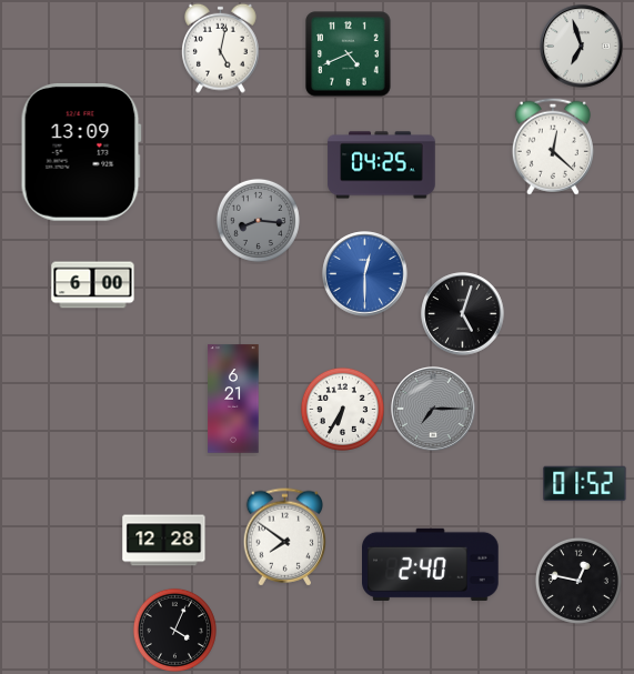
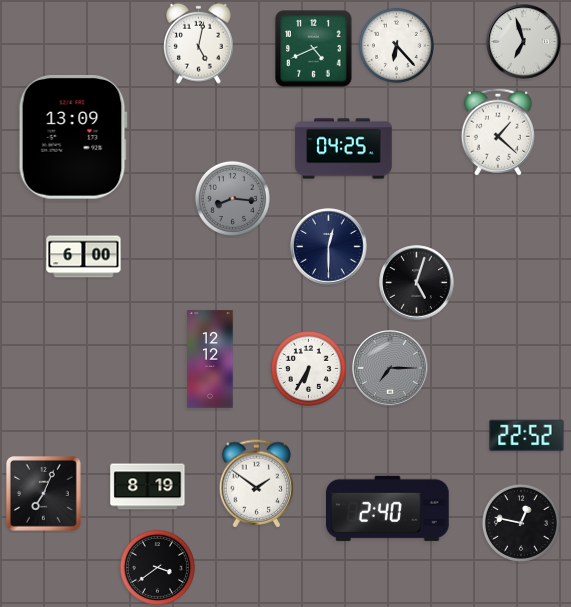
clock at (396, 45): none -> 6:23
clock at (553, 147): 12:22 -> 1:22
clock at (365, 274) dial: blue -> navy
clock at (233, 399): 6:21 -> 12:12
clock at (585, 484): 01:52 -> 22:52
clock at (284, 537): 7:51 -> 1:51
clock at (164, 541): 12:28 -> 8:19
clock at (44, 494): none -> 7:04
clock at (174, 630): 4:04 -> 3:39
